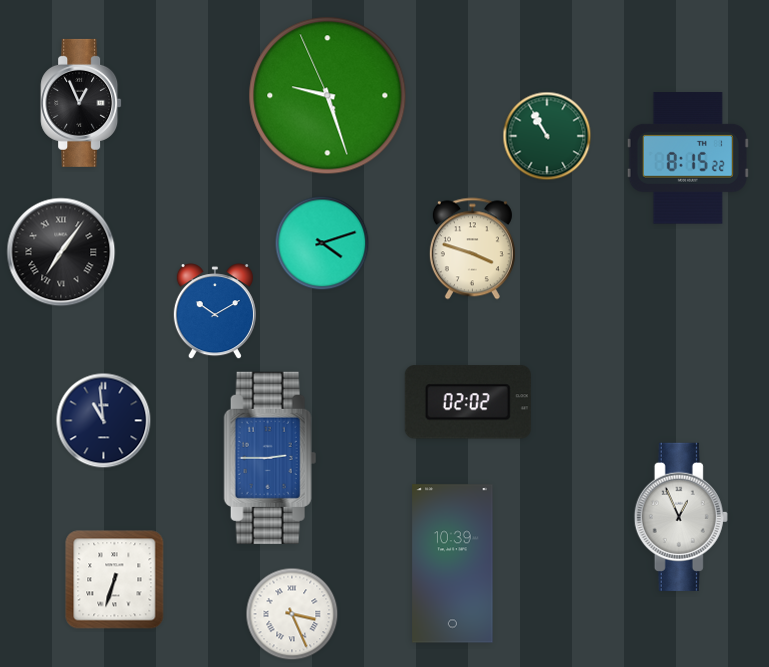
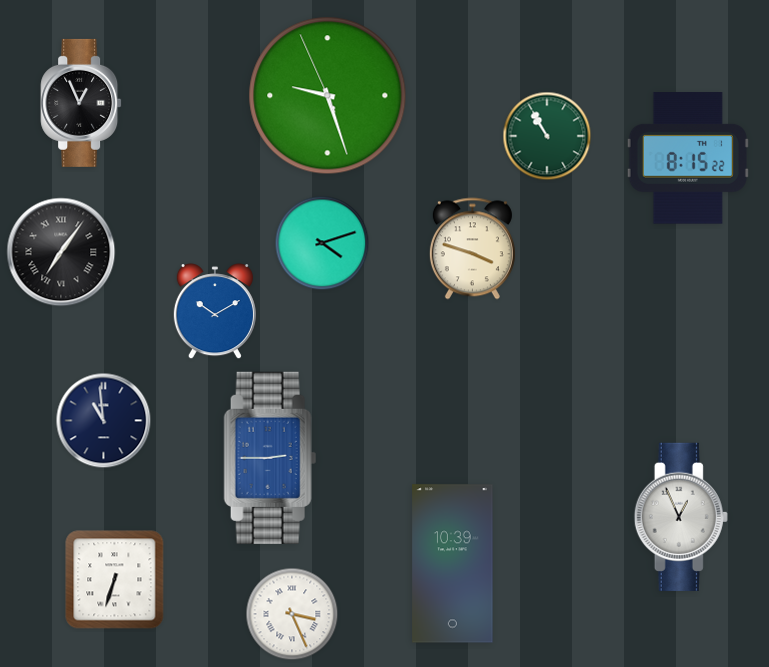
clock at (468, 402): 02:02 -> none
